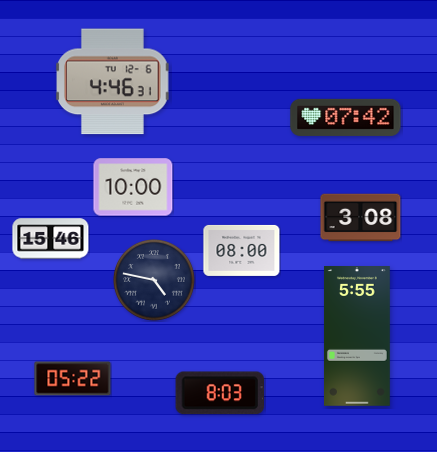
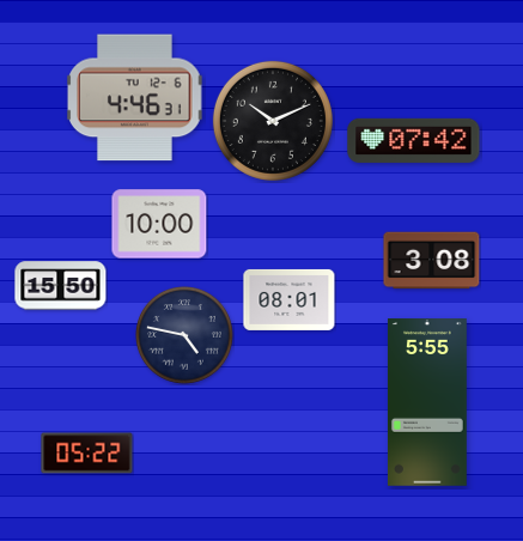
clock at (273, 121): none -> 10:11
clock at (51, 239): 15:46 -> 15:50
clock at (242, 250): 08:00 -> 08:01
clock at (219, 393): 8:03 -> none
